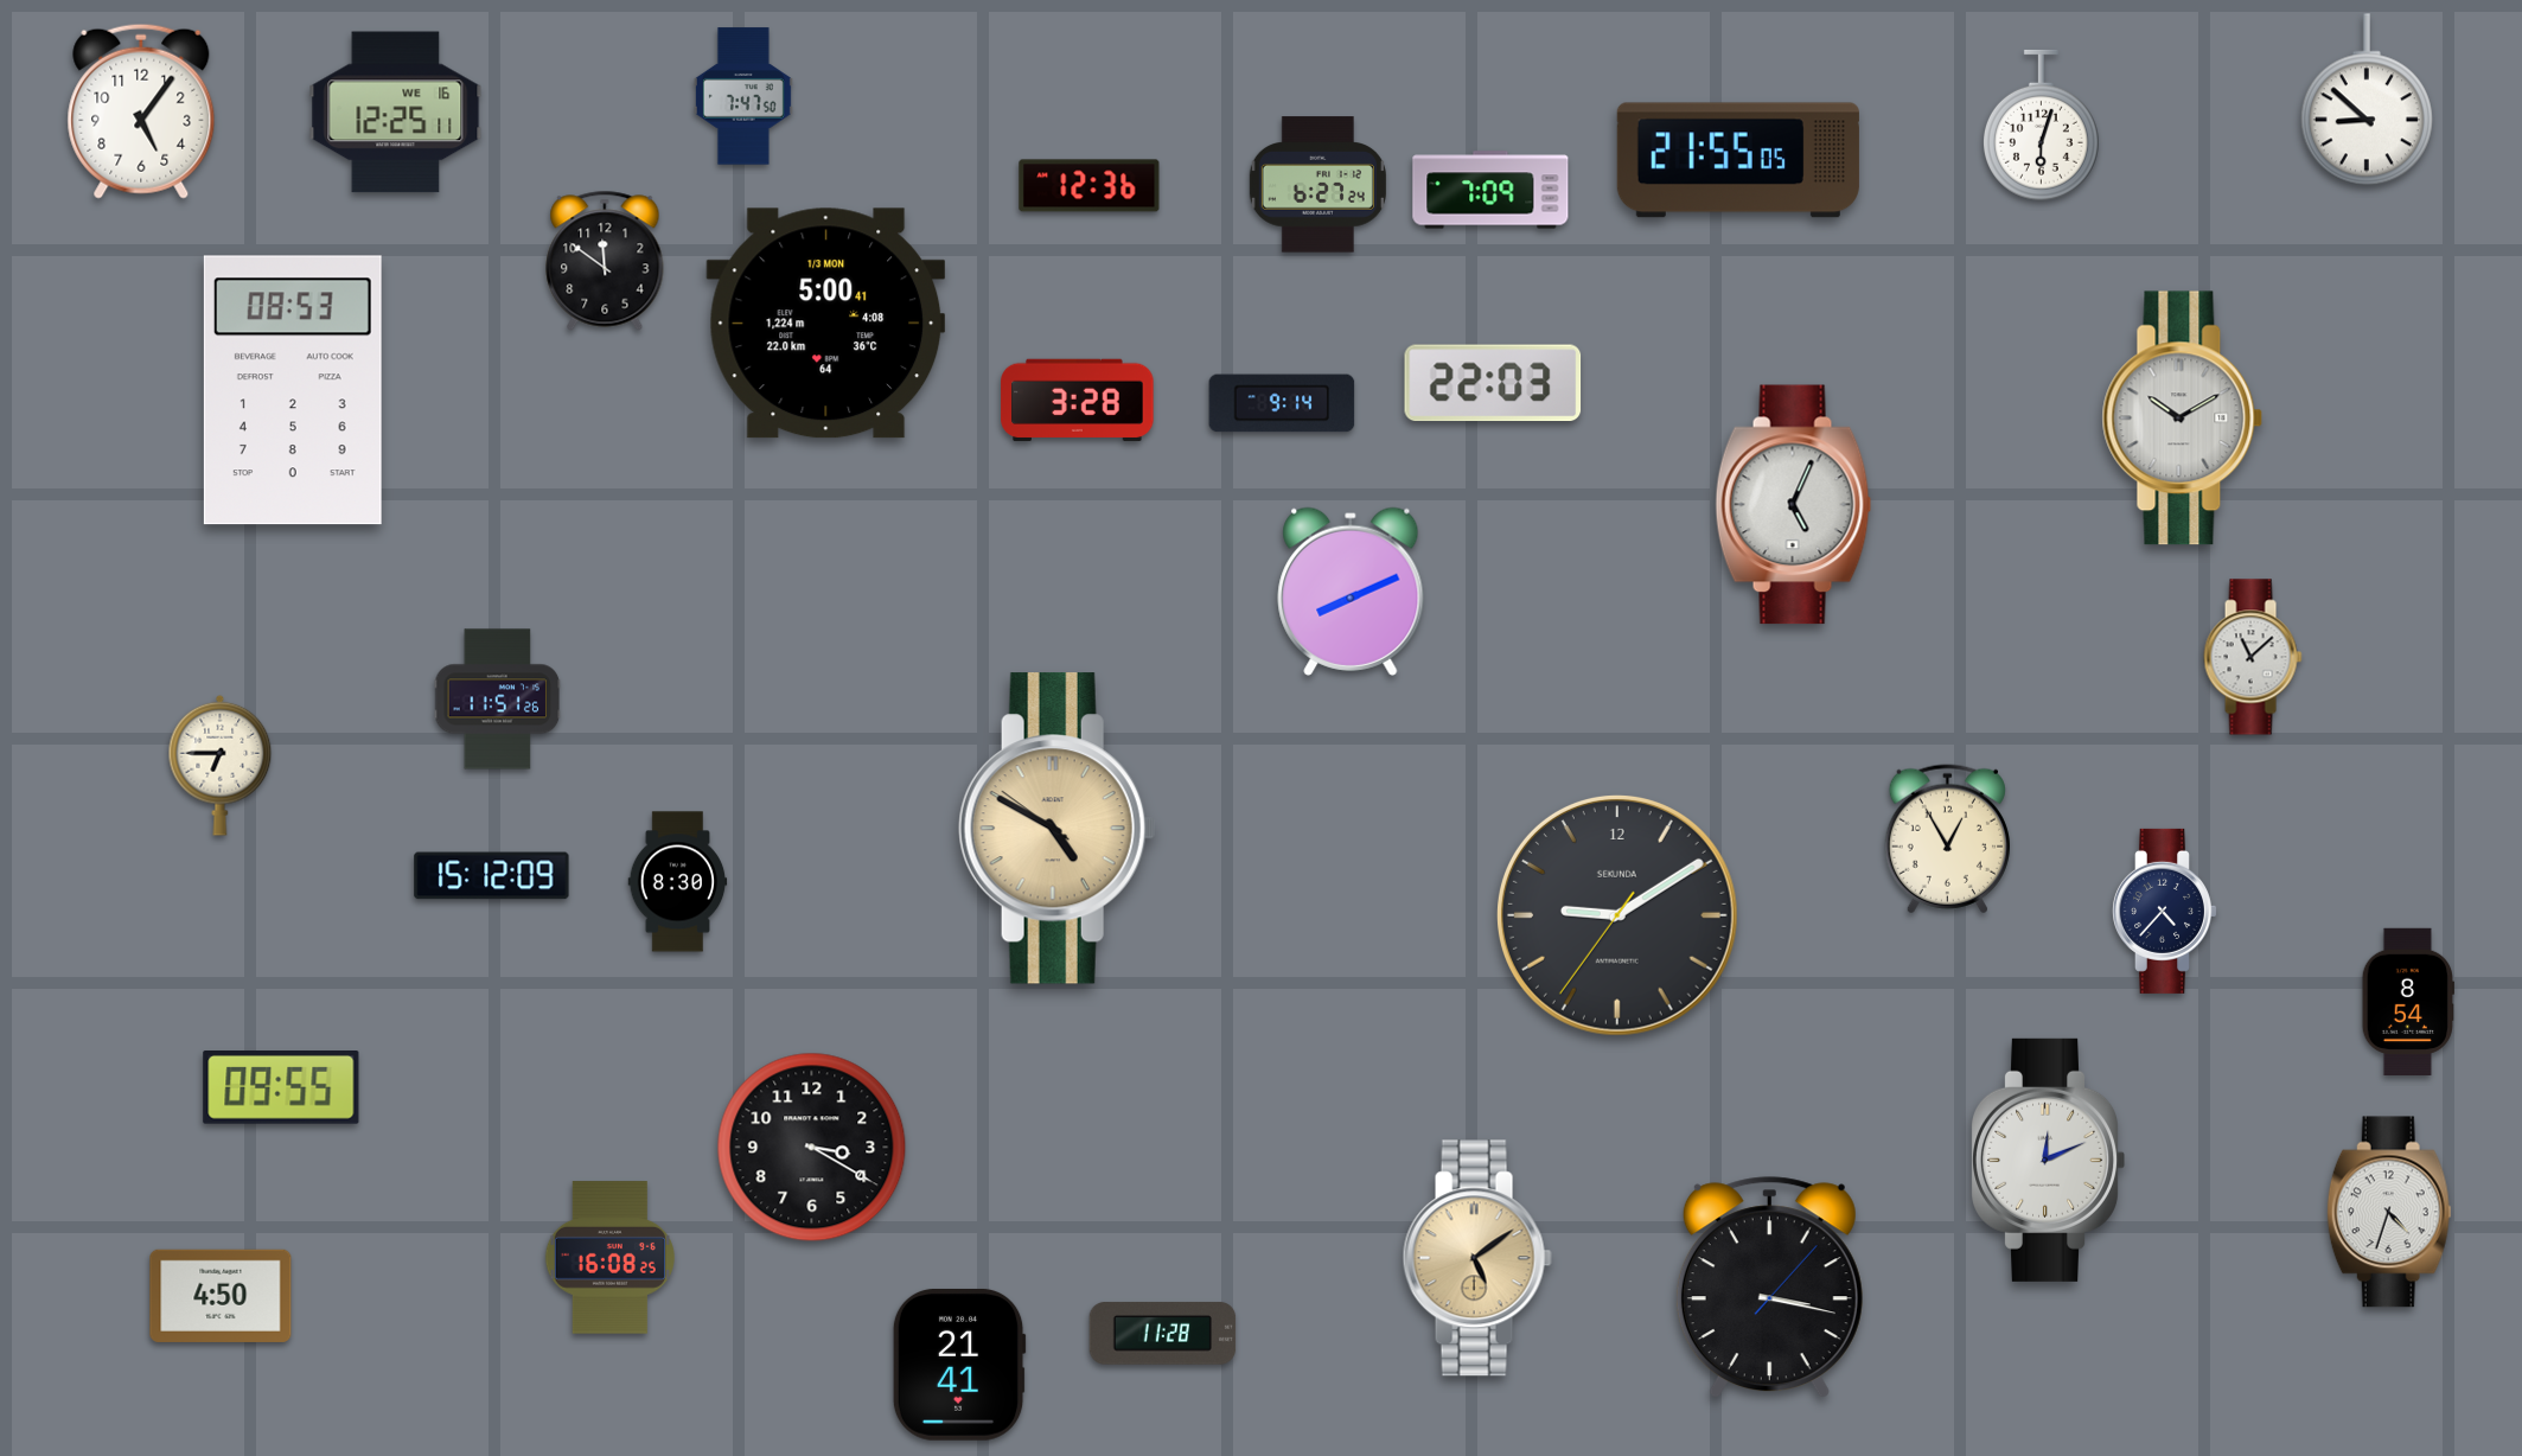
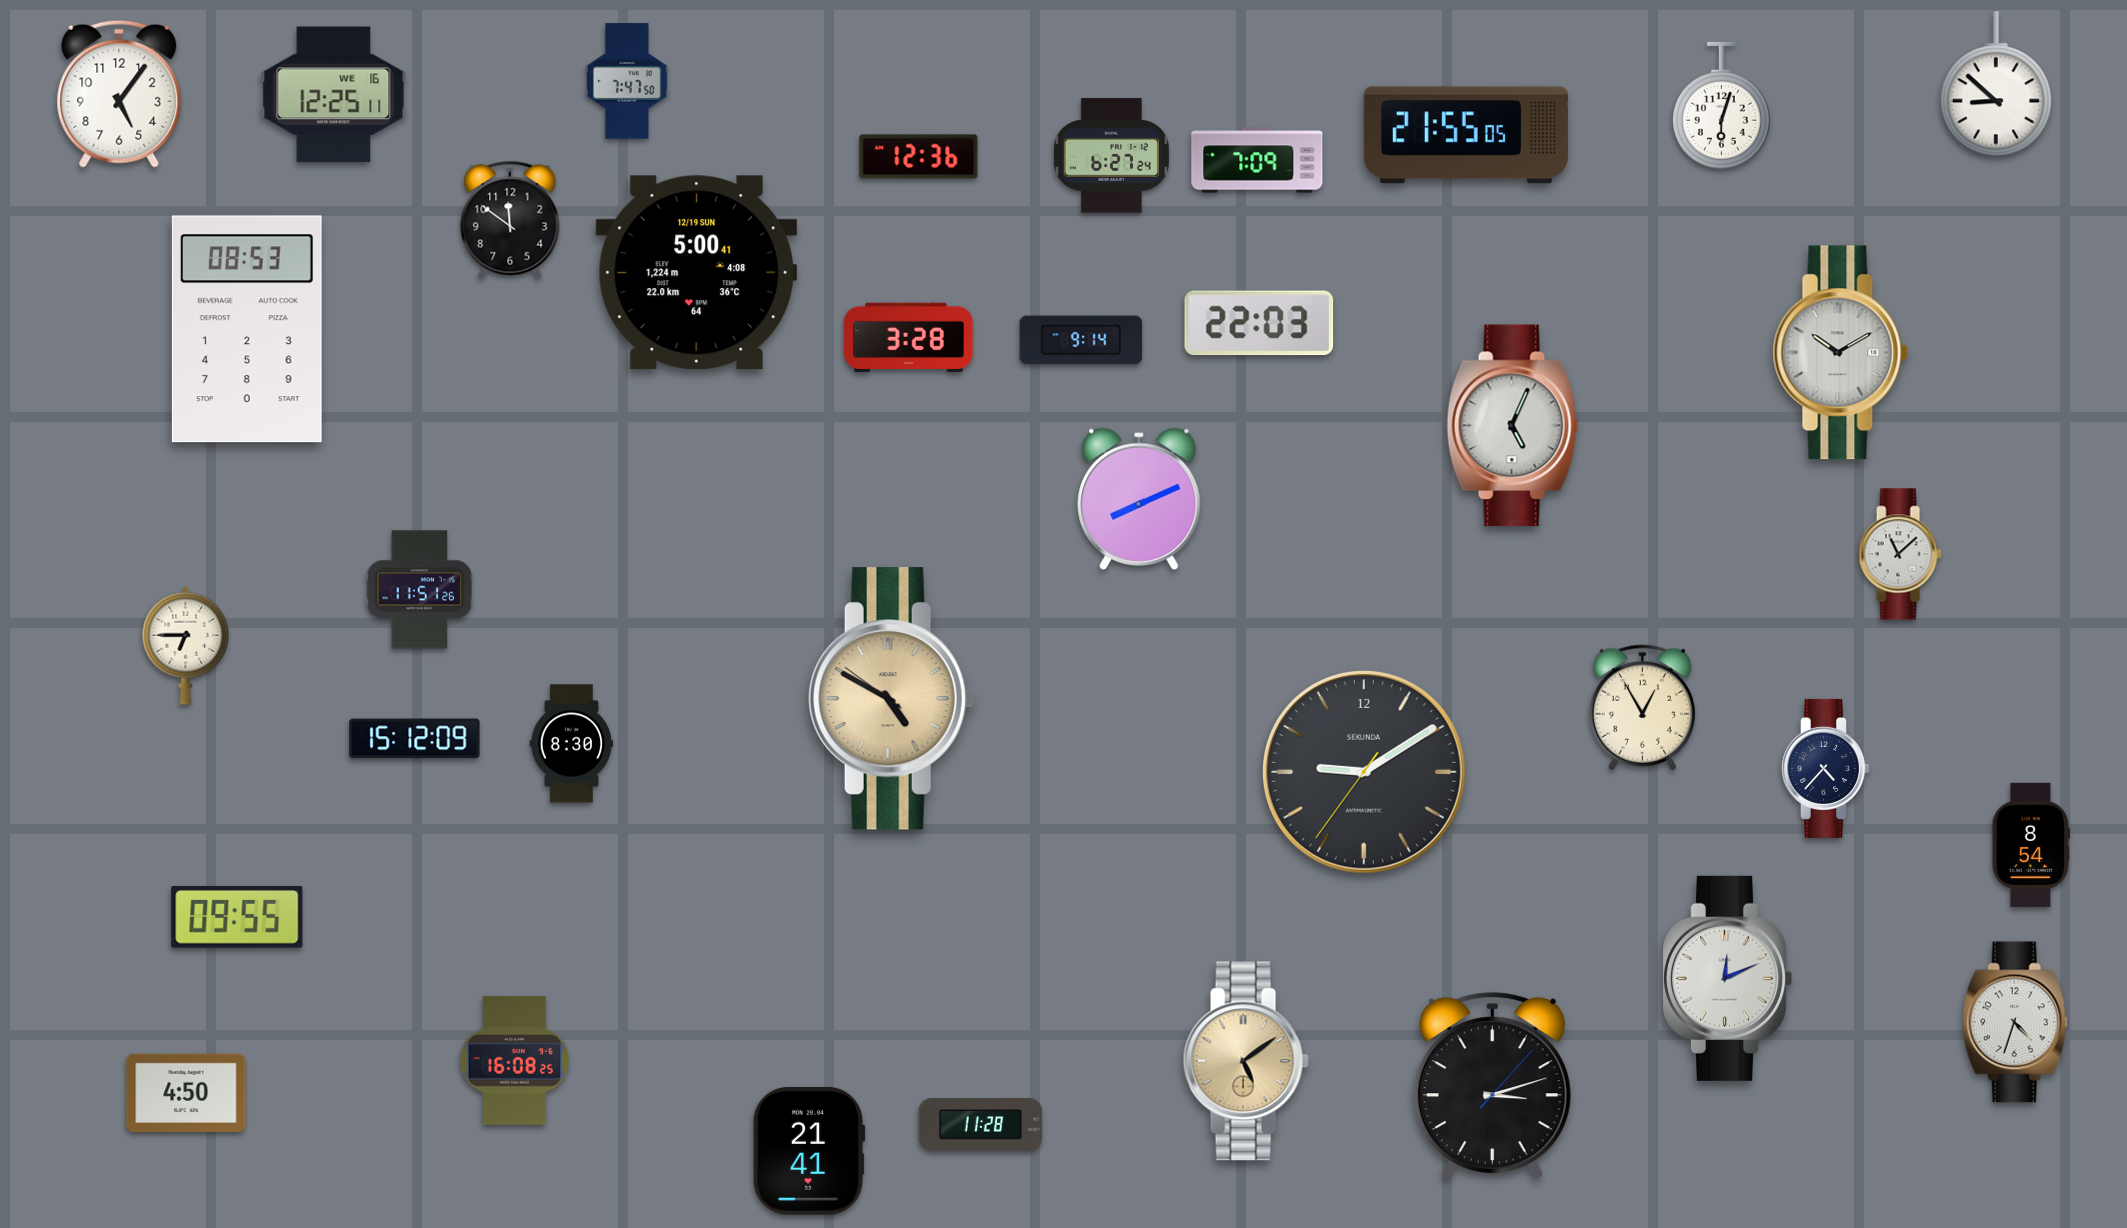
clock at (826, 324) date: 1/3 MON -> 12/19 SUN
clock at (812, 1148): 3:20 -> none
clock at (1769, 1288): 3:17 -> 3:12
